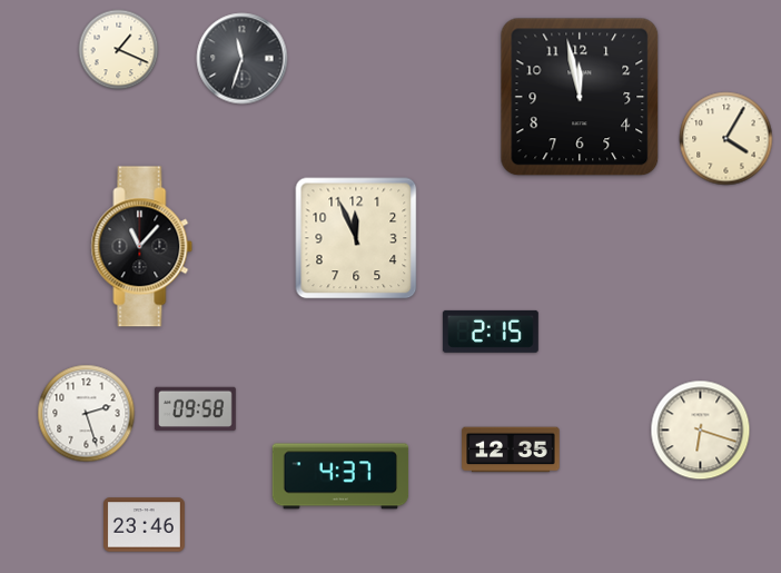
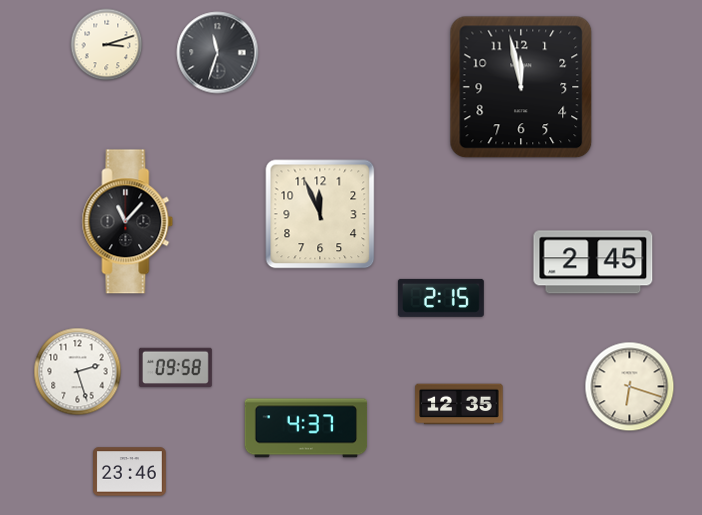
clock at (119, 50): 1:19 -> 3:12
clock at (726, 139): 4:05 -> none
clock at (593, 262): none -> 2:45
